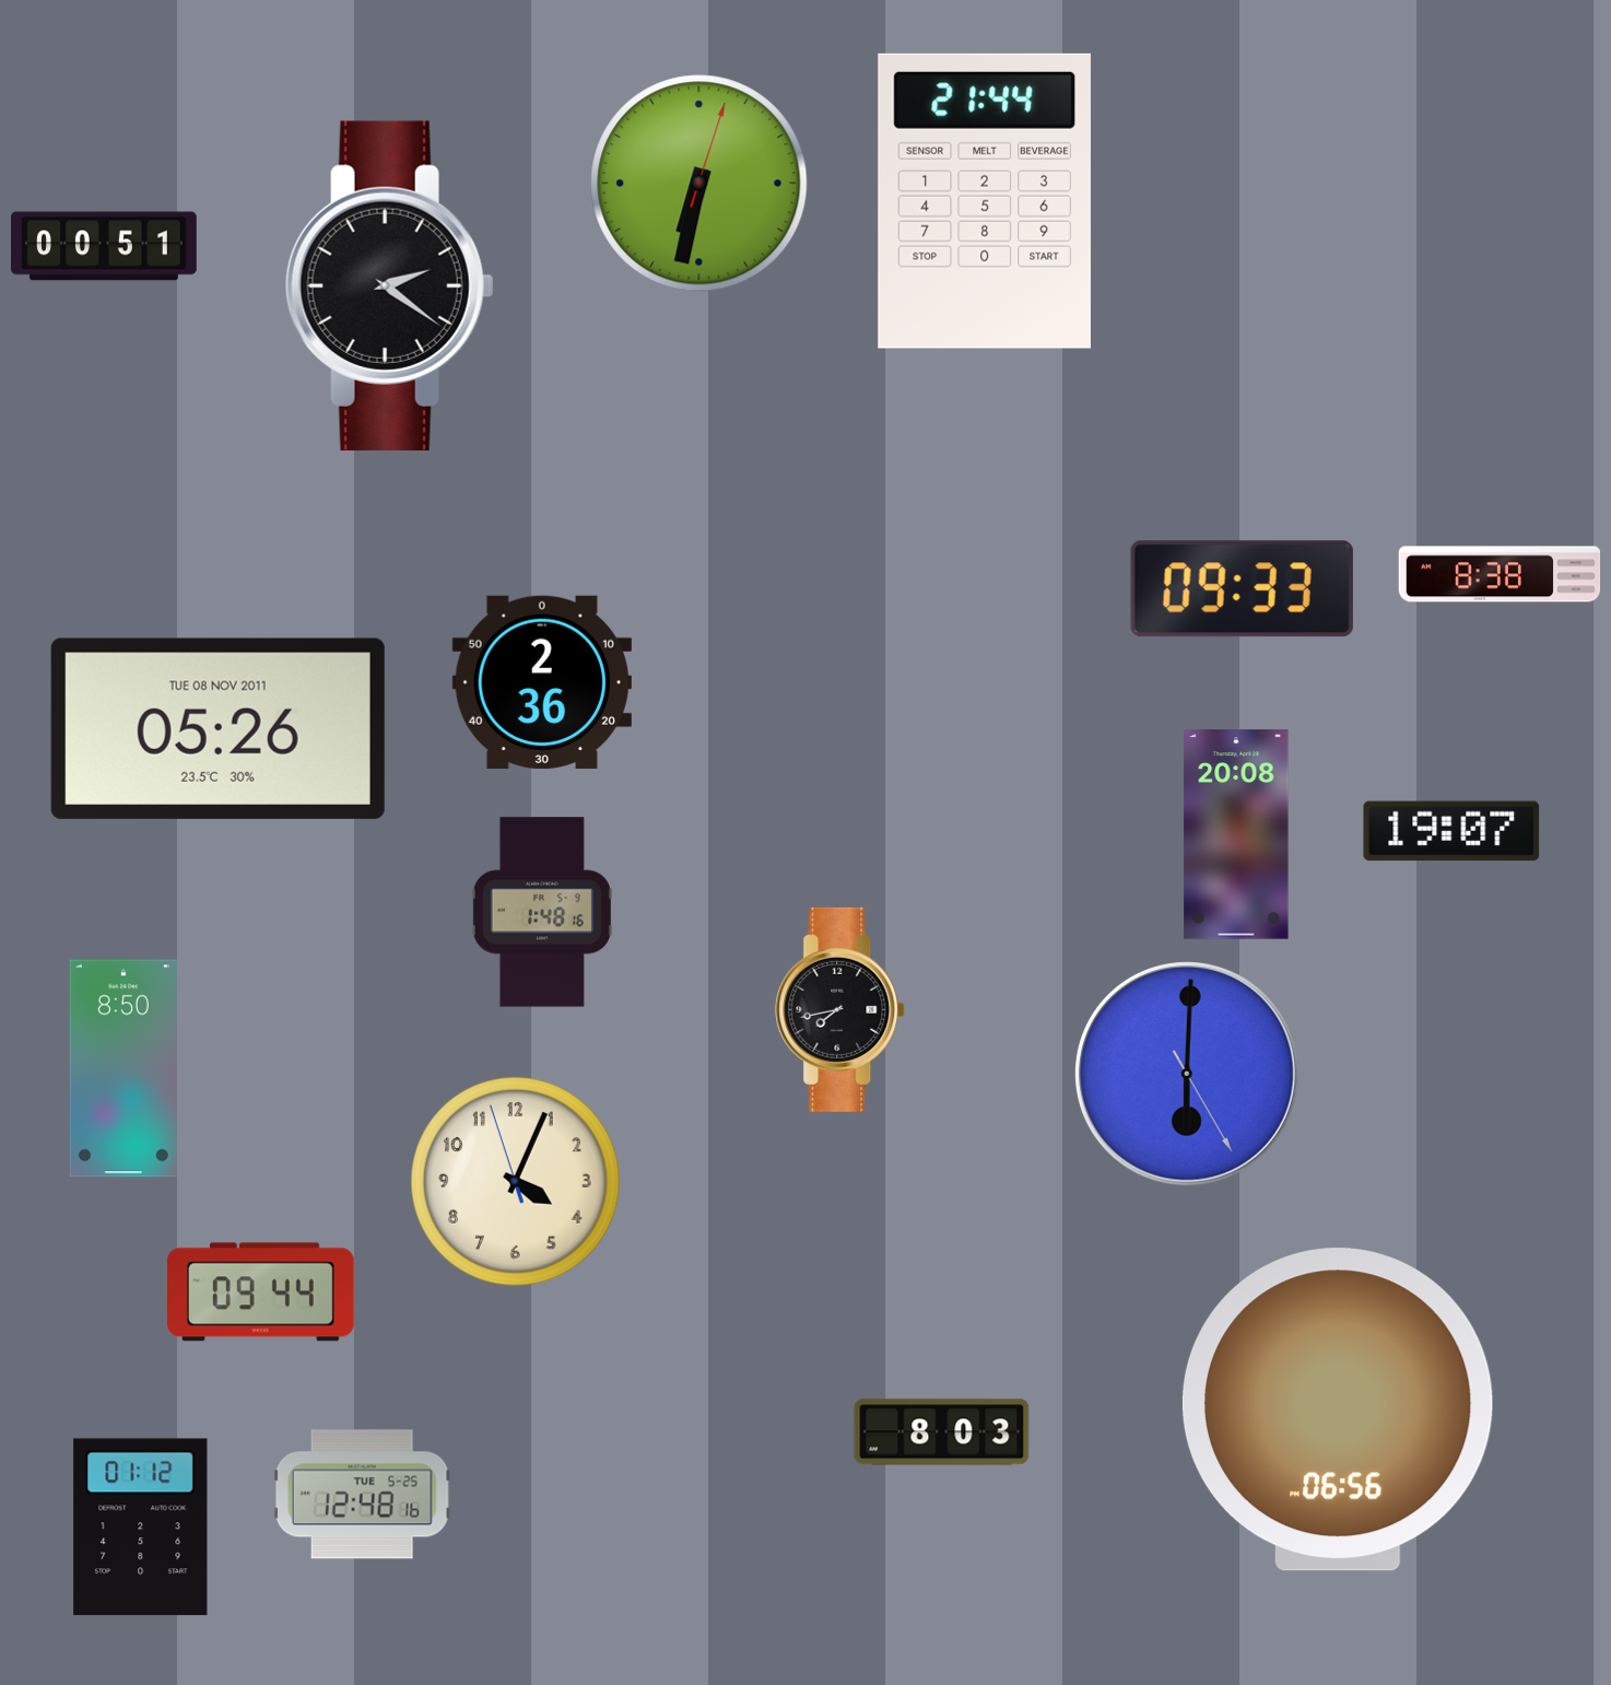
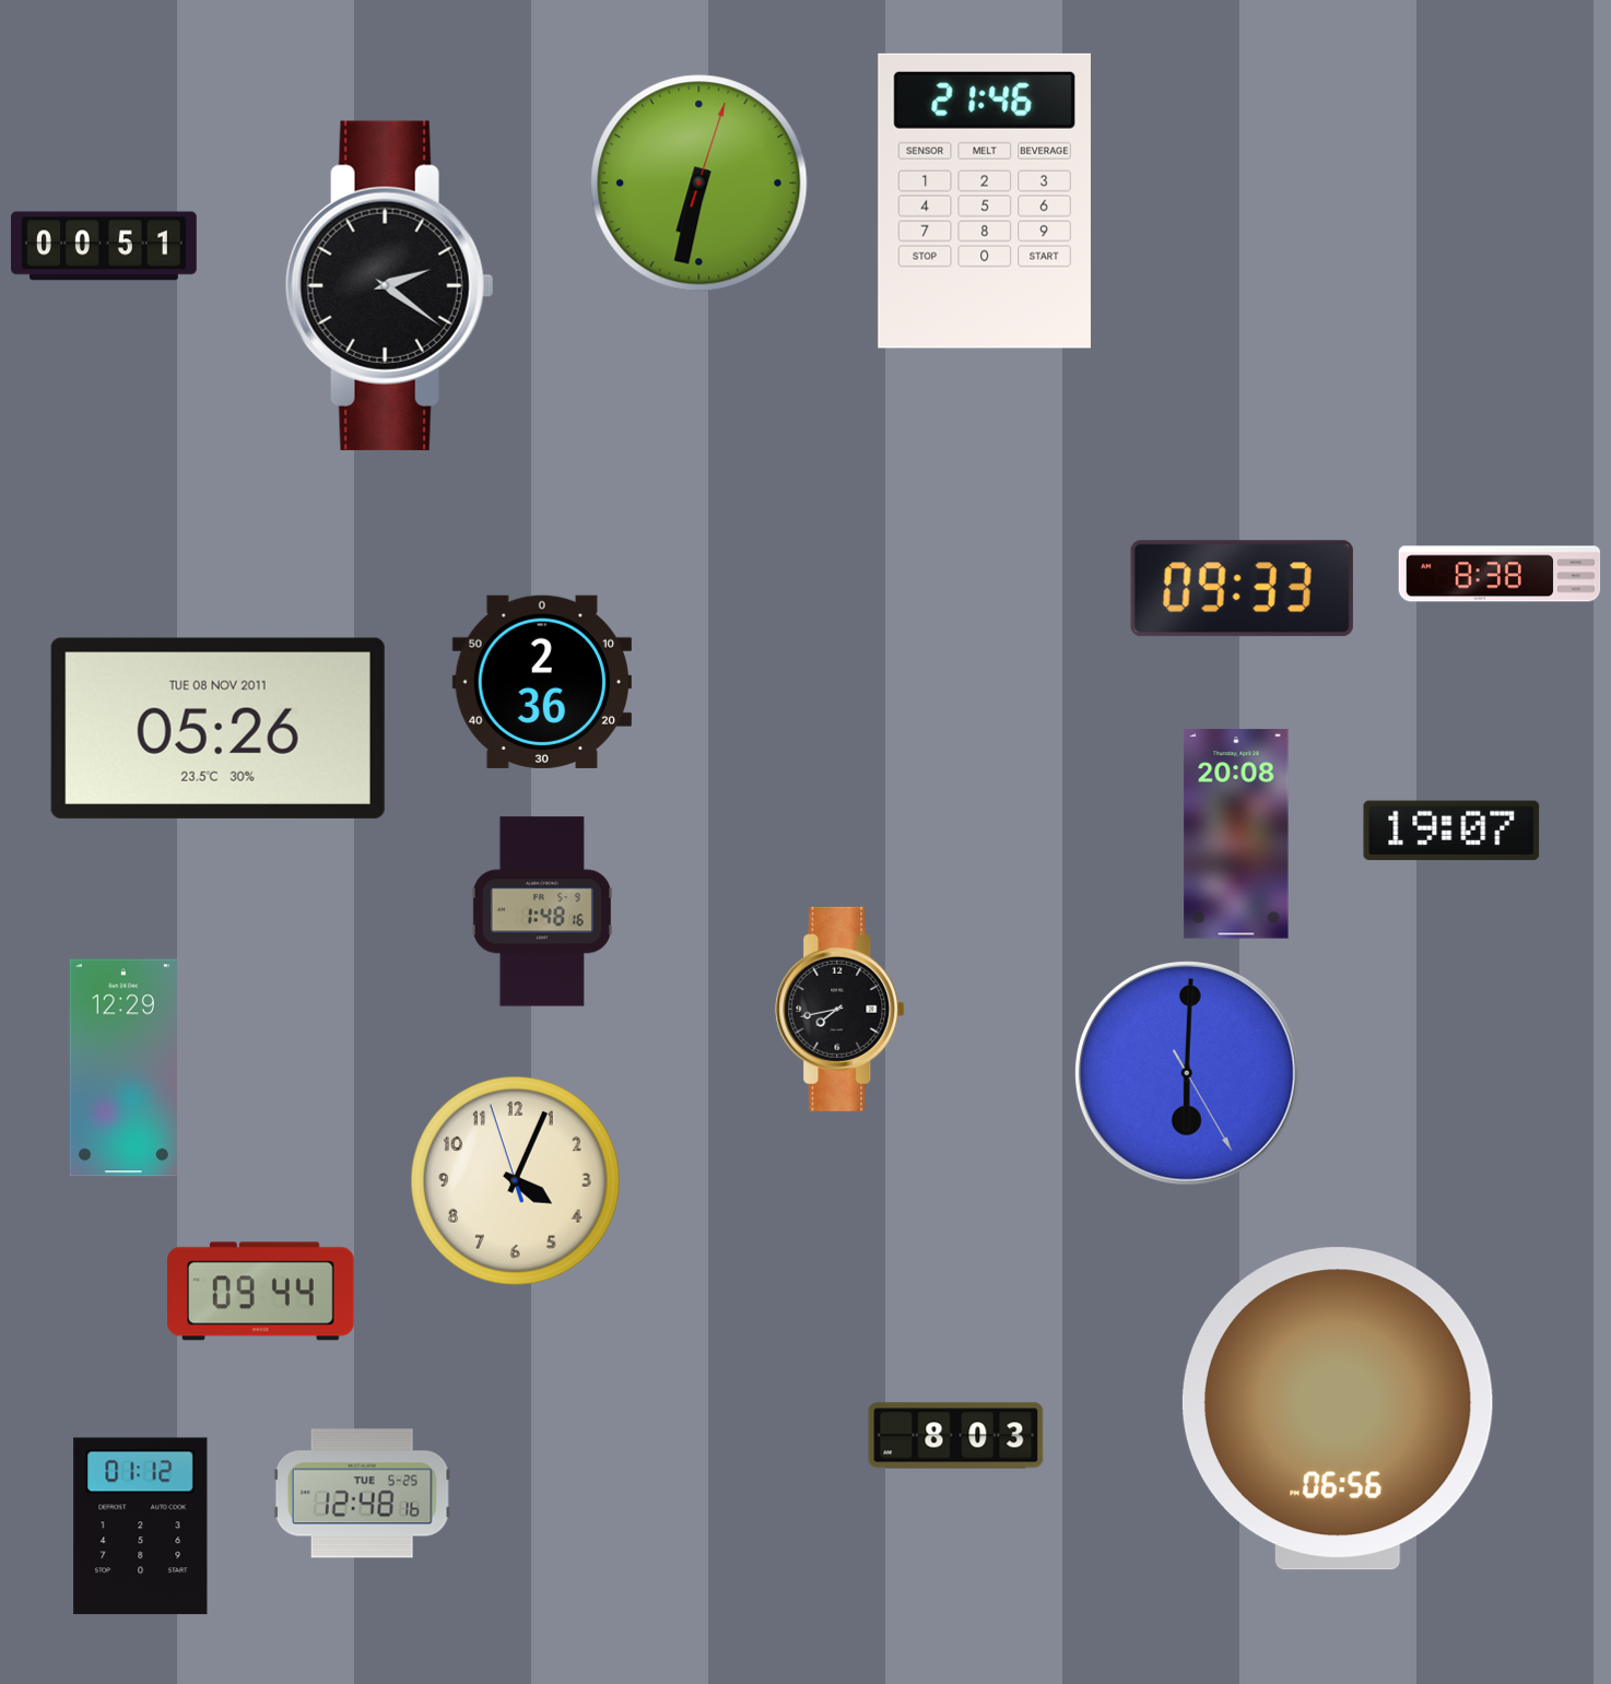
clock at (985, 201): 21:44 -> 21:46
clock at (124, 1068): 8:50 -> 12:29
clock at (942, 1432) position: (942, 1432) -> (956, 1436)
